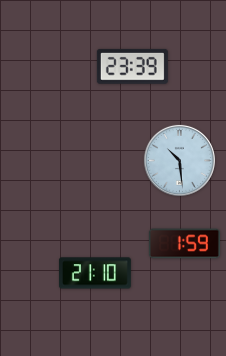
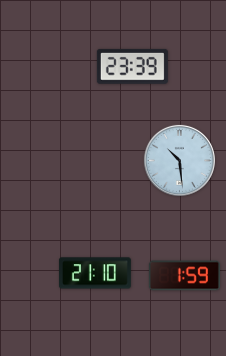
clock at (184, 244) position: (184, 244) -> (184, 276)
